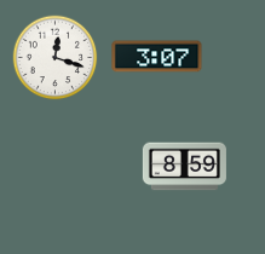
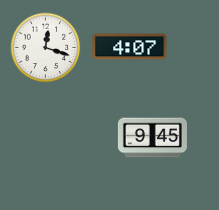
clock at (157, 57): 3:07 -> 4:07
clock at (184, 167): 8:59 -> 9:45
